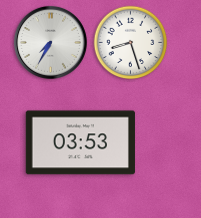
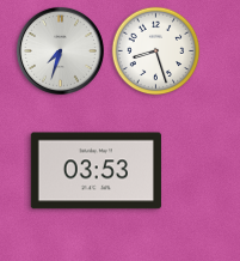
clock at (50, 42): 7:35 -> 7:33
